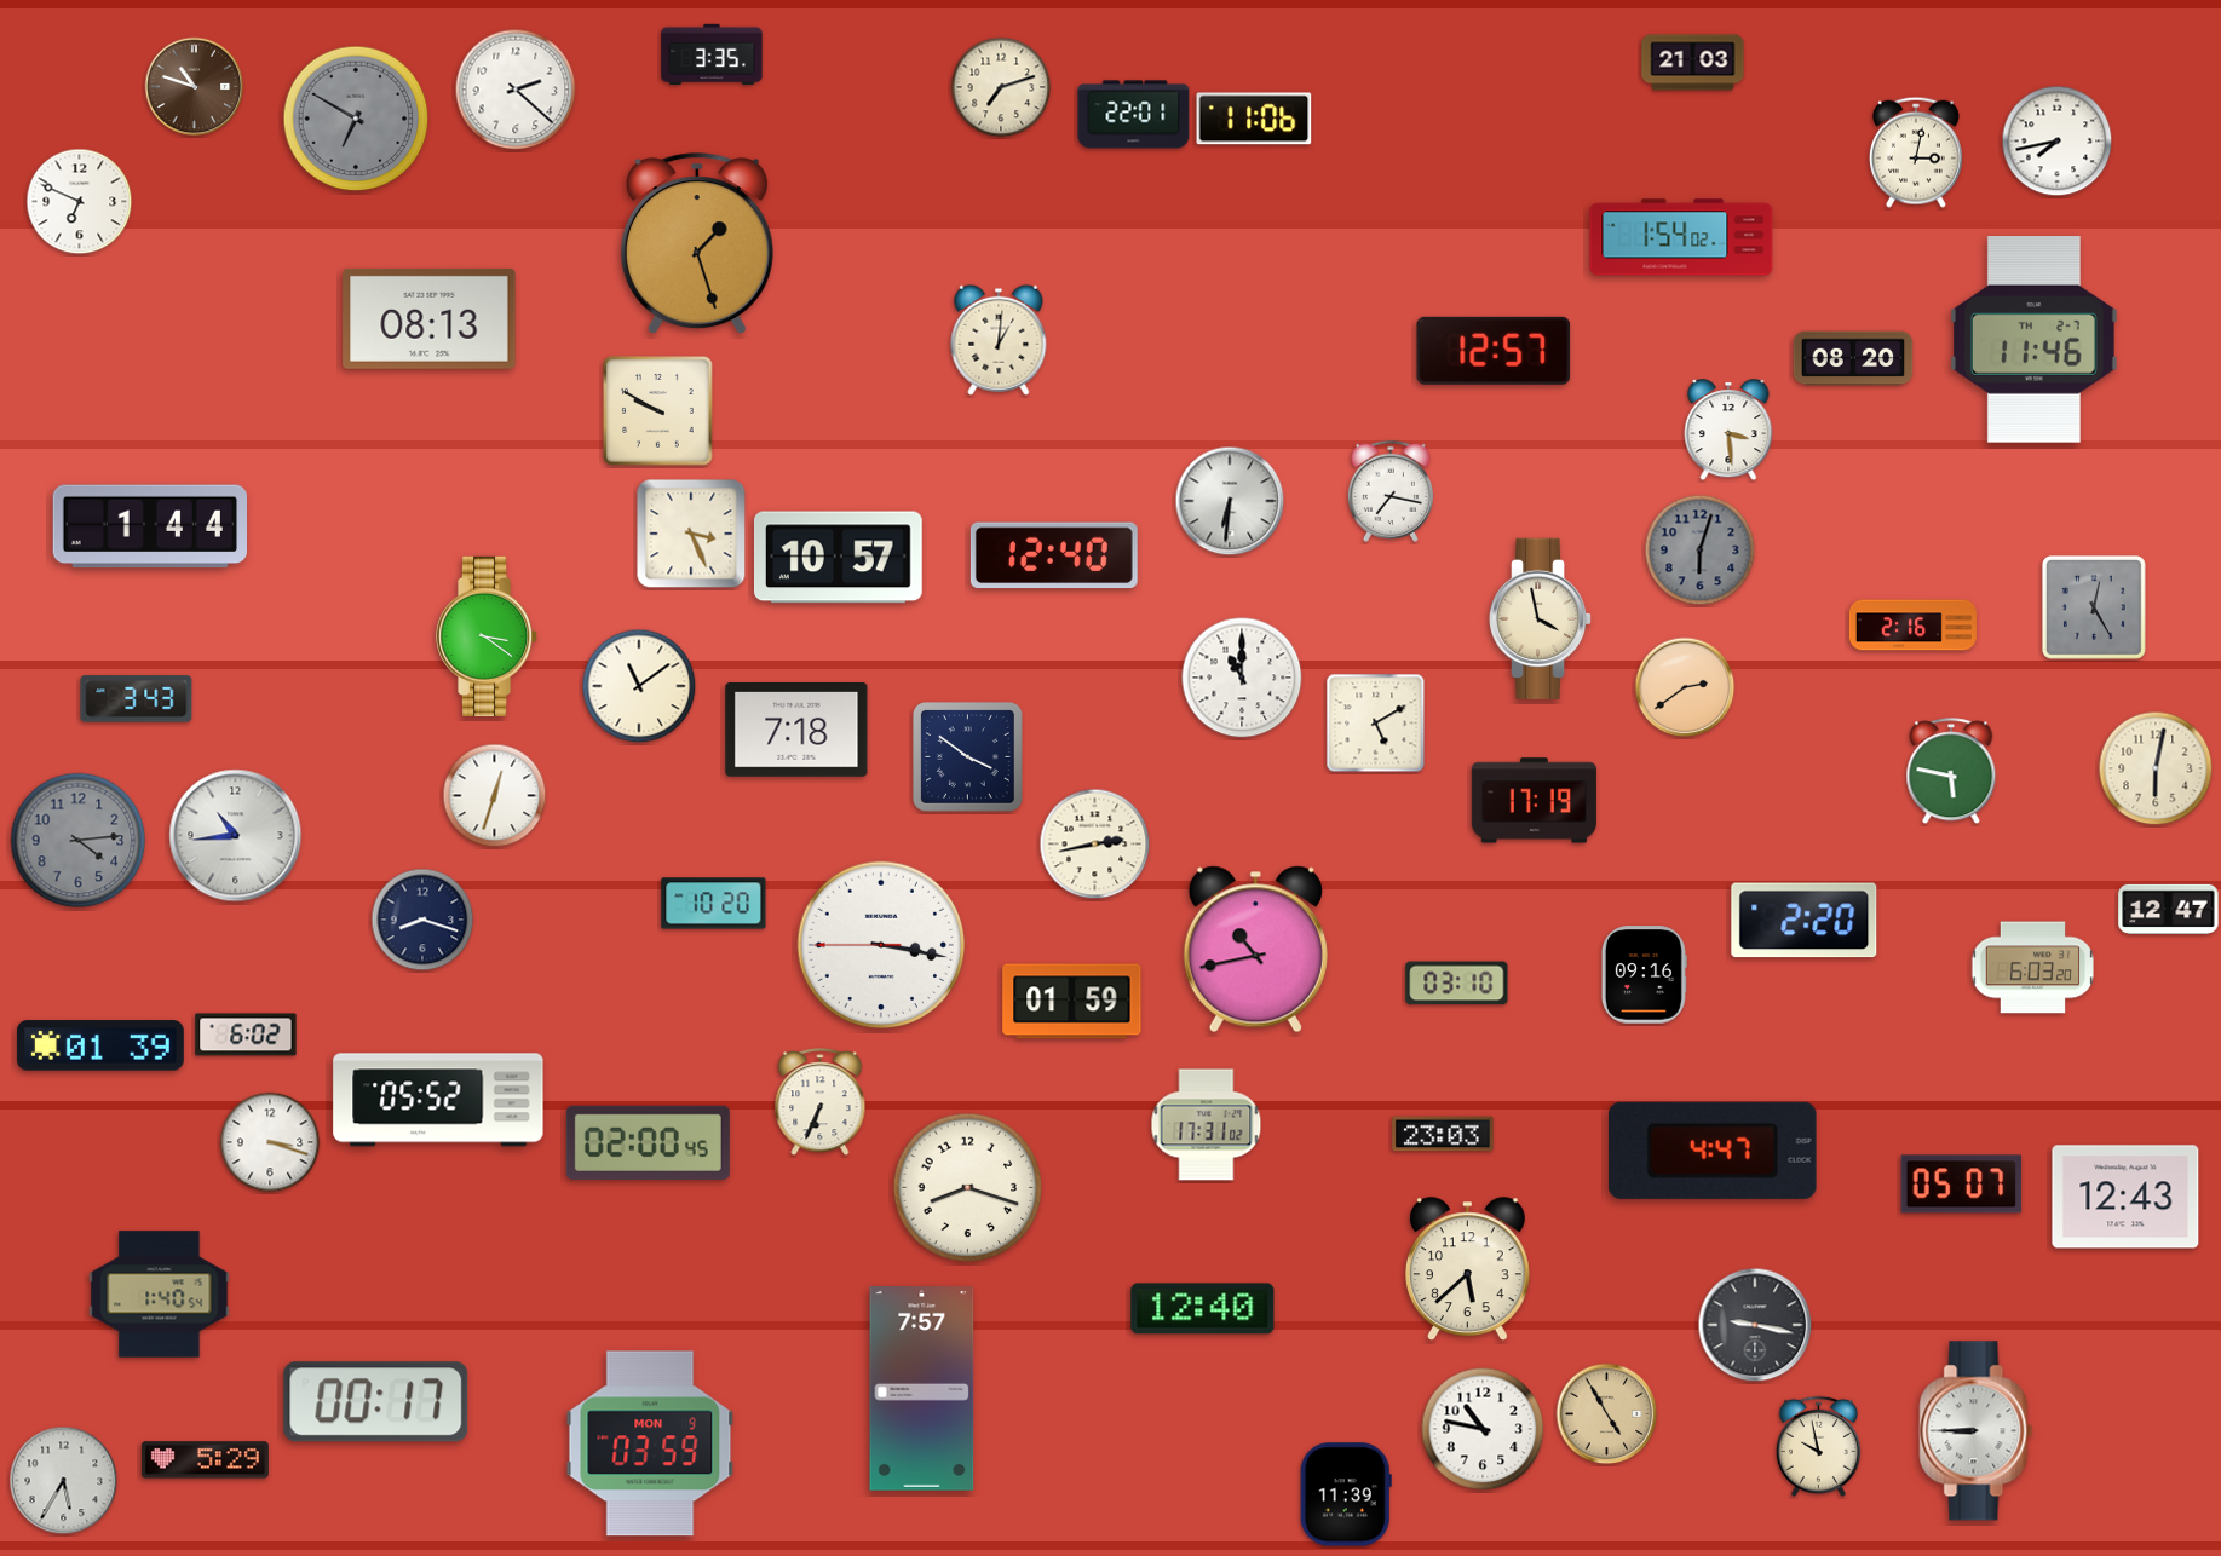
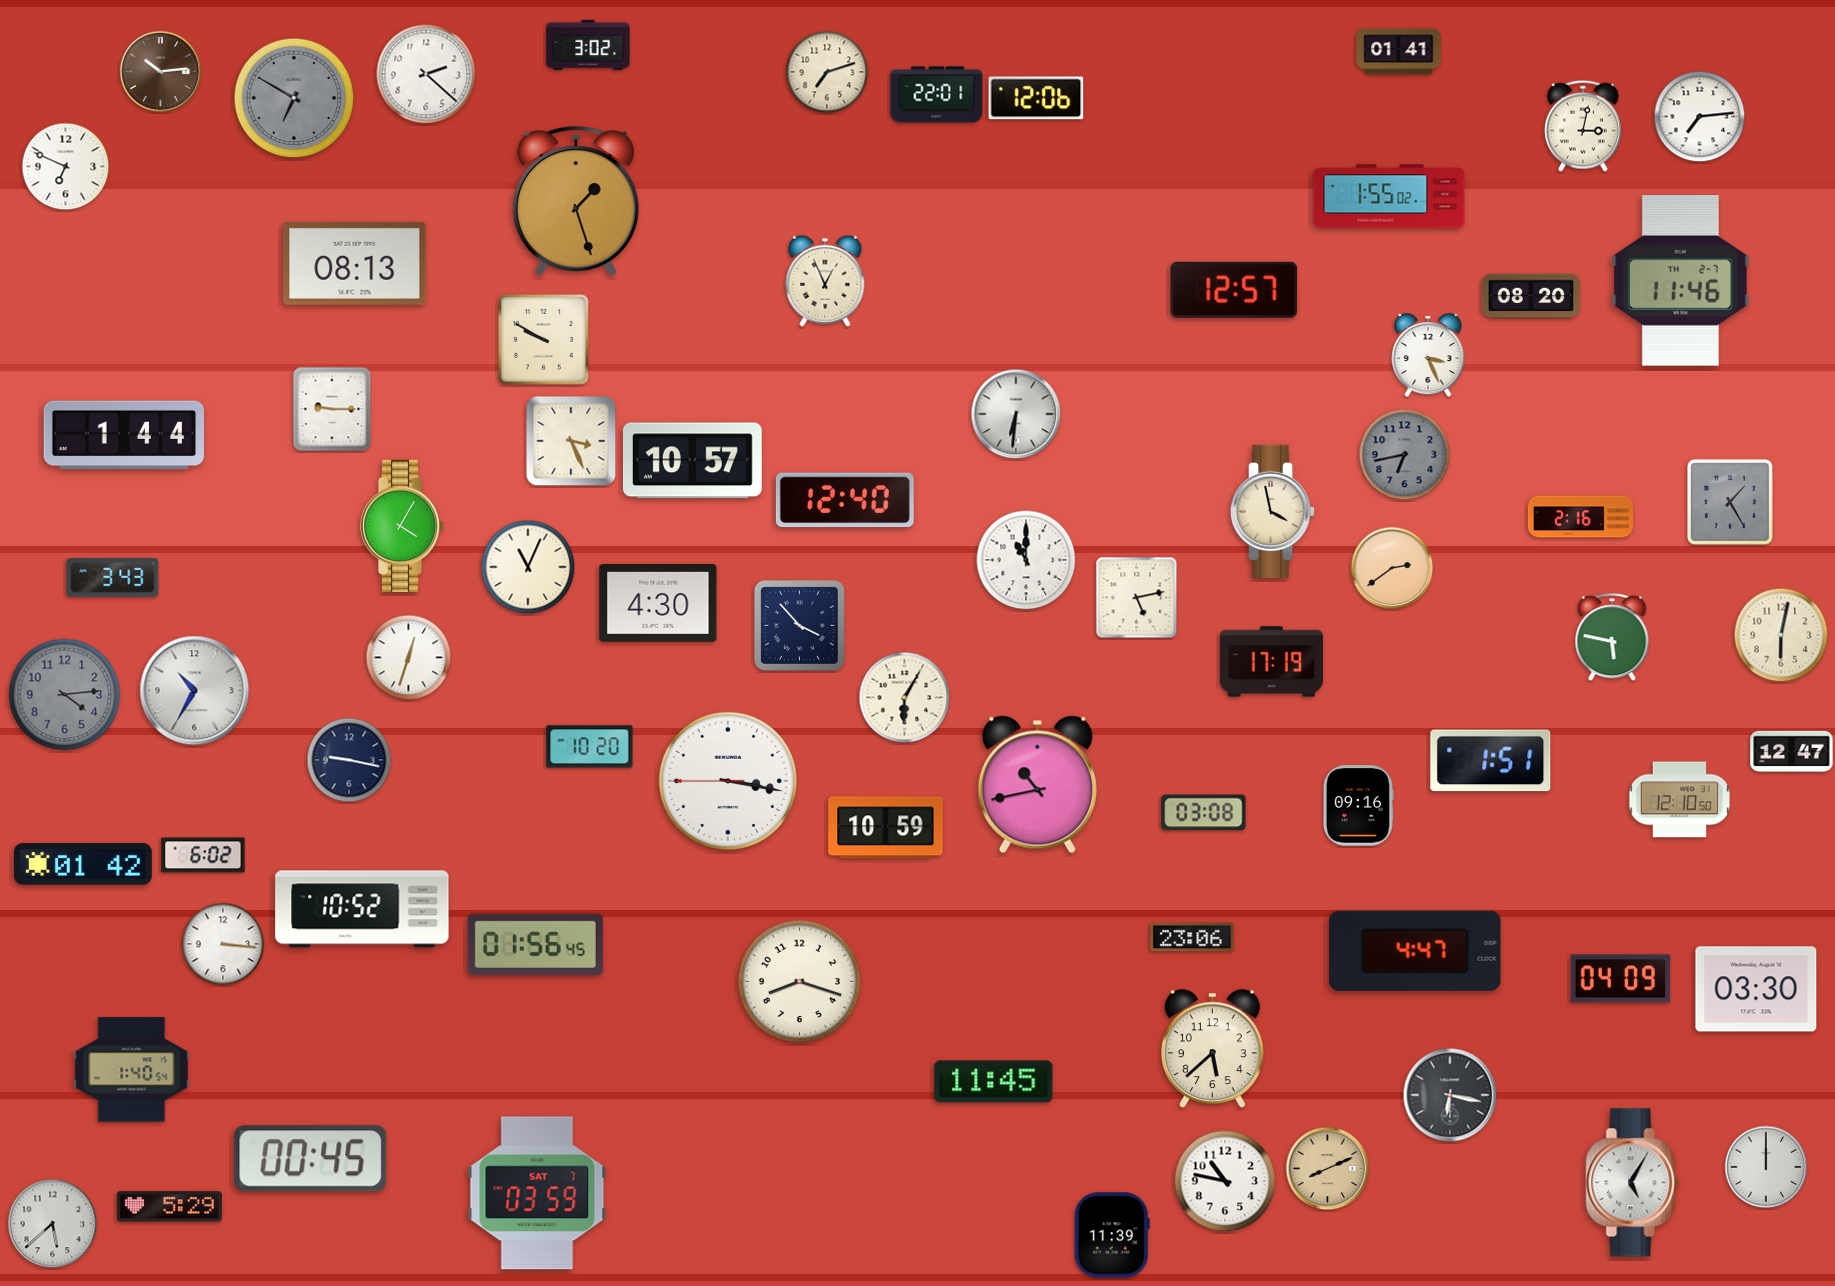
clock at (712, 54): 3:35 -> 3:02
clock at (1693, 63): 21:03 -> 01:41
clock at (195, 87): 10:48 -> 10:14
clock at (1254, 119): 11:06 -> 12:06
clock at (2058, 142): 7:43 -> 7:14
clock at (1681, 237): 1:54 -> 1:55
clock at (999, 340): 1:01 -> 12:56
clock at (1728, 431): 3:29 -> 3:26
clock at (1391, 491): 7:17 -> none
clock at (332, 409): none -> 9:15
clock at (1701, 551): 6:03 -> 6:43
clock at (1054, 555) position: (1054, 555) -> (845, 500)
clock at (2095, 609): 12:25 -> 1:25
clock at (488, 636): 3:21 -> 4:05
clock at (639, 686): 11:09 -> 11:04
clock at (1376, 724): 5:10 -> 5:13
clock at (796, 731): 7:18 -> 4:30
clock at (967, 756): 3:51 -> 3:53
clock at (1534, 801) position: (1534, 801) -> (1271, 662)
clock at (236, 836): 10:44 -> 10:35
clock at (1095, 845): 2:43 -> 6:05
clock at (422, 920): 8:18 -> 9:17
clock at (1805, 921): 2:20 -> 1:51
clock at (2032, 968): 6:03 -> 12:10
clock at (1457, 984): 03:10 -> 03:08
clock at (1072, 1002): 01:59 -> 10:59
clock at (100, 1045): 01:39 -> 01:42
clock at (438, 1100): 05:52 -> 10:52
clock at (821, 1102): 6:34 -> none
clock at (1207, 1125): 17:31 -> none
clock at (1443, 1134): 23:03 -> 23:06
clock at (270, 1142): 3:18 -> 3:16
clock at (648, 1142): 02:00 -> 01:56
clock at (1962, 1185): 05:07 -> 04:09
clock at (2125, 1197): 12:43 -> 03:30
clock at (1203, 1309): 12:40 -> 11:45
clock at (1755, 1325): 9:17 -> 6:17
clock at (922, 1389): 7:57 -> none
clock at (376, 1402): 00:17 -> 00:45
clock at (1766, 1167): none -> 12:00
clock at (1607, 1414): 4:55 -> 8:11
clock at (1977, 1431): 8:45 -> 5:05
clock at (650, 1443) date: MON 9 -> SAT 7
clock at (1818, 1446): 9:58 -> none
clock at (64, 1481): 5:35 -> 5:38
